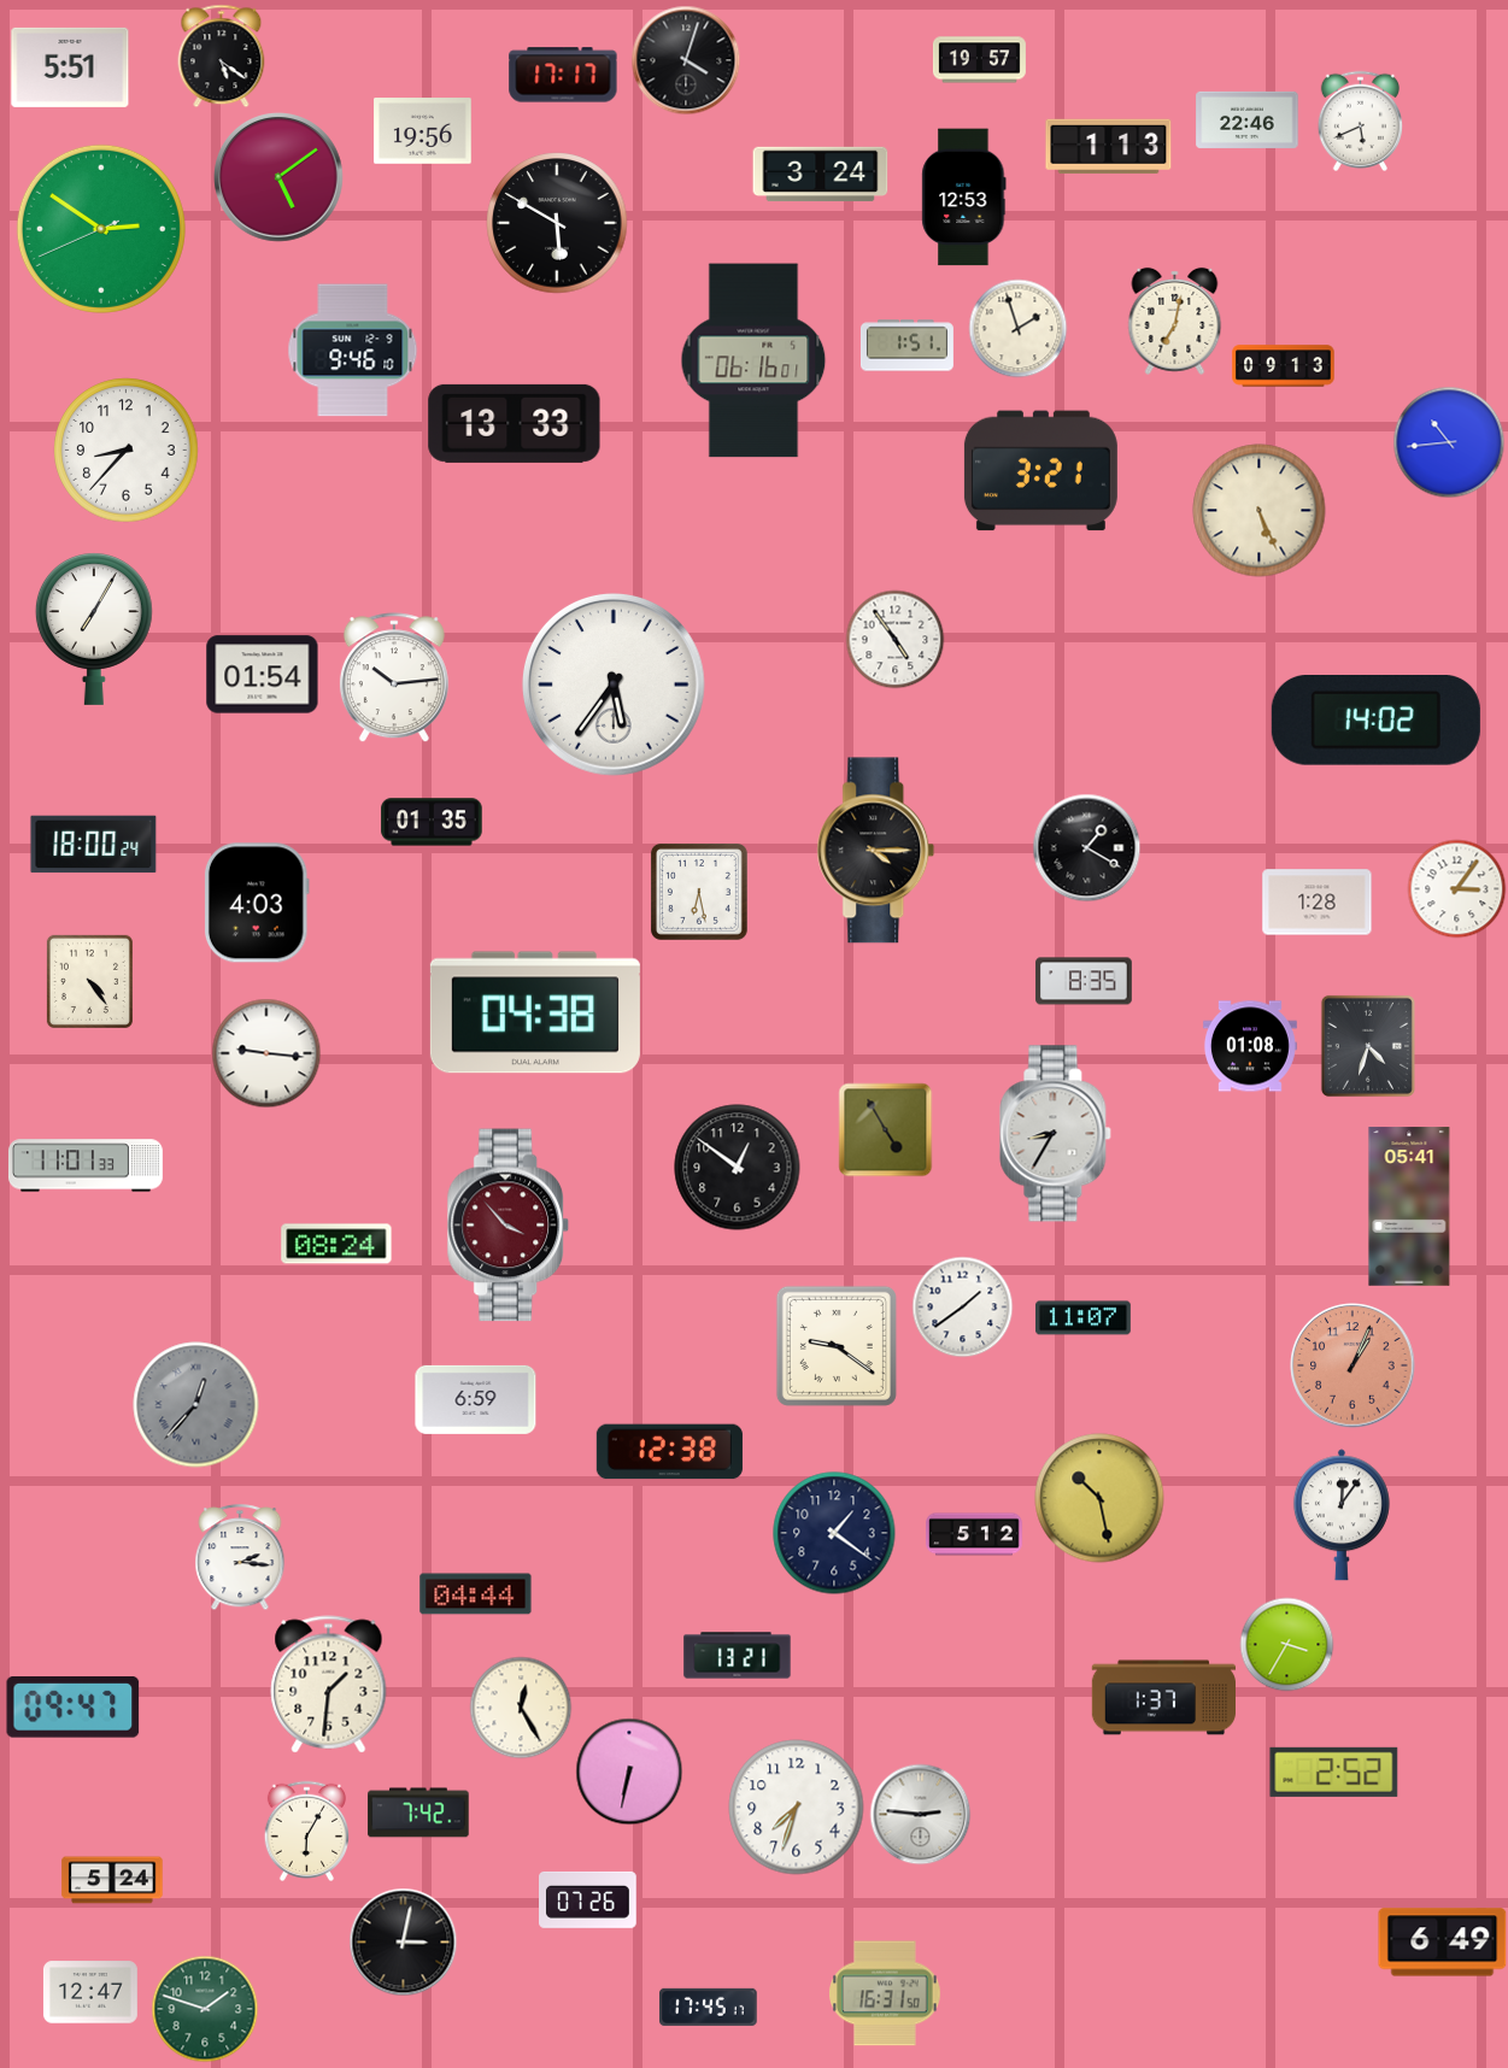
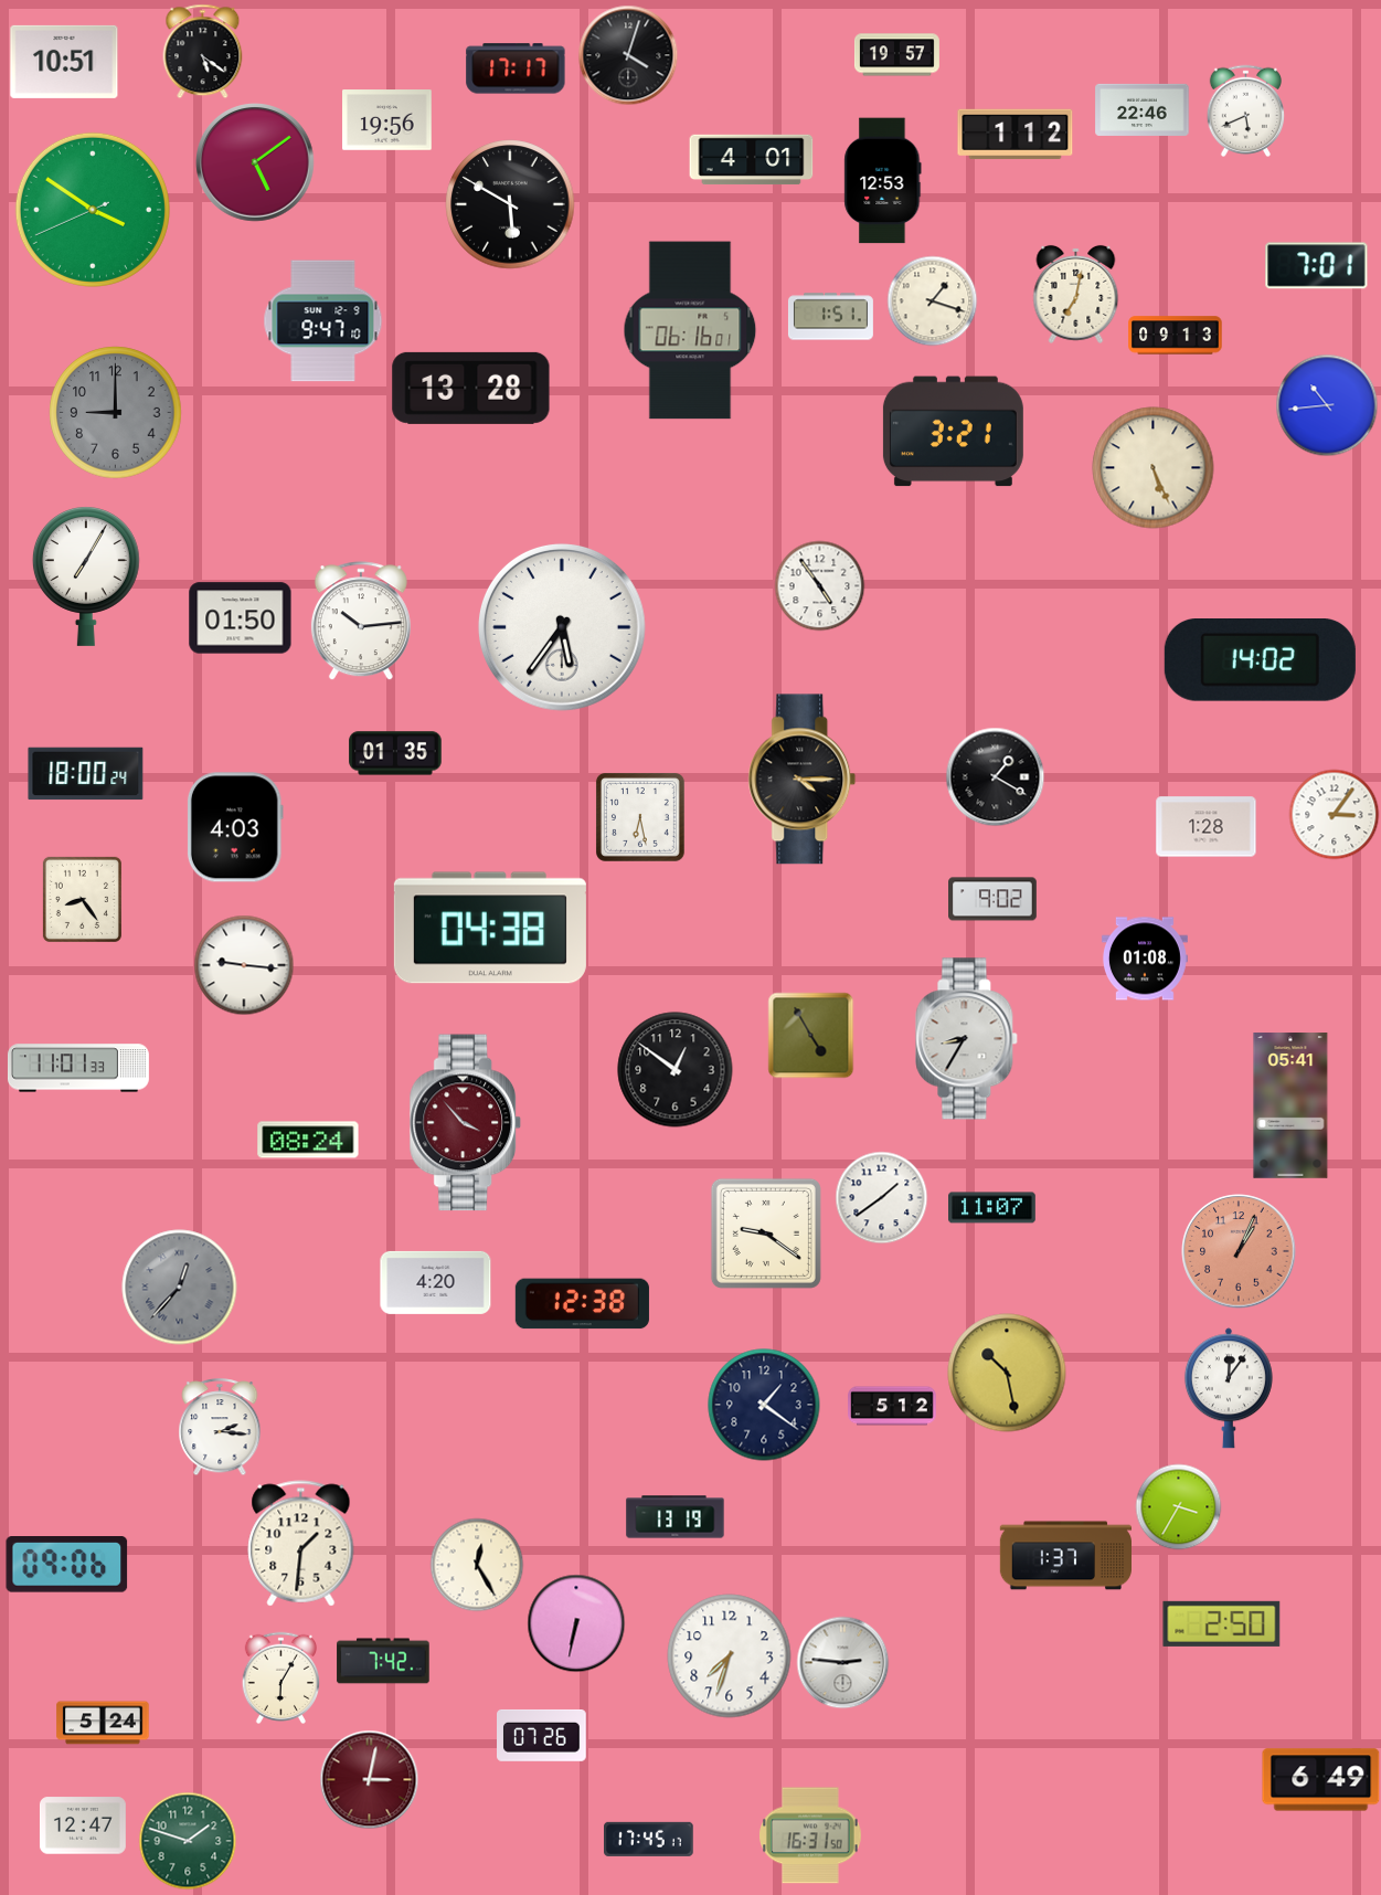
clock at (70, 67): 5:51 -> 10:51
clock at (1109, 147): 1:13 -> 1:12
clock at (821, 175): 3:24 -> 4:01
clock at (101, 229): 2:50 -> 3:50
clock at (1317, 266): none -> 7:01
clock at (1017, 328): 1:57 -> 1:18
clock at (353, 351): 9:46 -> 9:47
clock at (515, 423): 13:33 -> 13:28
clock at (127, 451): 8:37 -> 9:00
clock at (127, 451) dial: white -> grey
clock at (263, 675): 01:54 -> 01:50
clock at (89, 981): 4:24 -> 8:24
clock at (1084, 981): 8:35 -> 9:02
clock at (1368, 1046): 4:33 -> none
clock at (476, 1399): 6:59 -> 4:20
clock at (669, 1452) position: (669, 1452) -> (582, 1304)
clock at (476, 1594): 04:44 -> none
clock at (738, 1656): 13:21 -> 13:19
clock at (74, 1708): 09:47 -> 09:06
clock at (1334, 1772): 2:52 -> 2:50
clock at (588, 1899) position: (588, 1899) -> (542, 1735)
clock at (403, 1941) dial: black -> burgundy
clock at (886, 1993) position: (886, 1993) -> (811, 1835)
